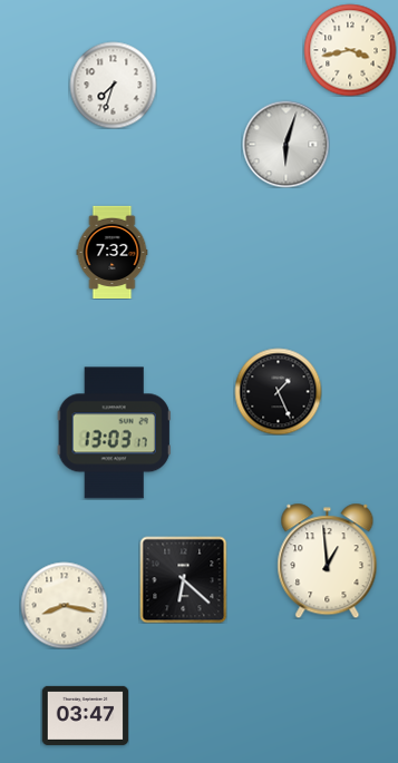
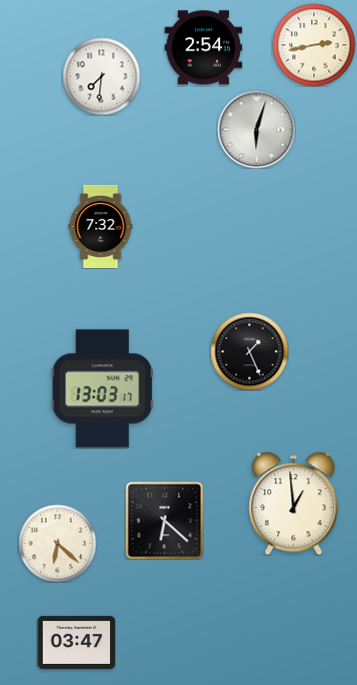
clock at (350, 50): 3:43 -> 2:43
clock at (203, 48): none -> 2:54
clock at (113, 85): 7:33 -> 7:31
clock at (64, 605): 8:17 -> 6:22
